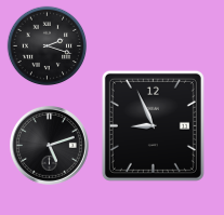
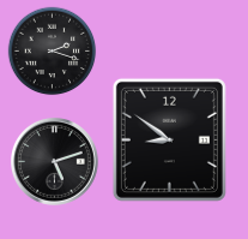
clock at (153, 125): 8:56 -> 8:51
